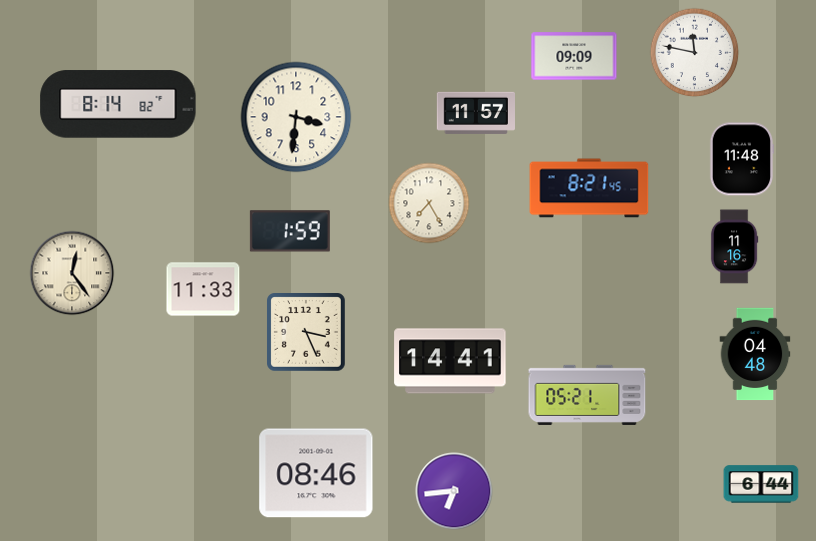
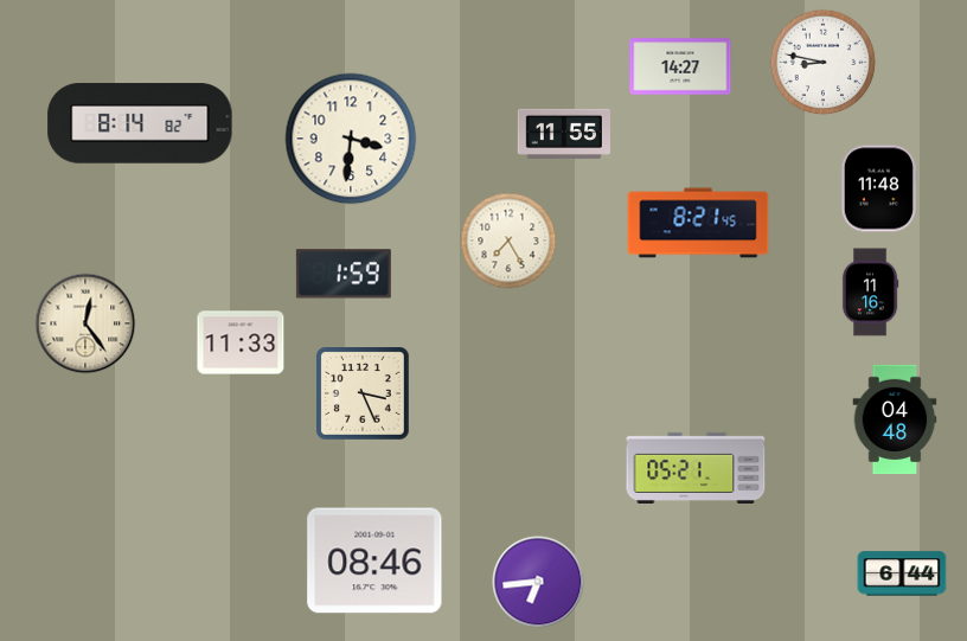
clock at (695, 53): 11:47 -> 8:47
clock at (574, 56): 09:09 -> 14:27
clock at (475, 113): 11:57 -> 11:55
clock at (450, 361): 14:41 -> none
